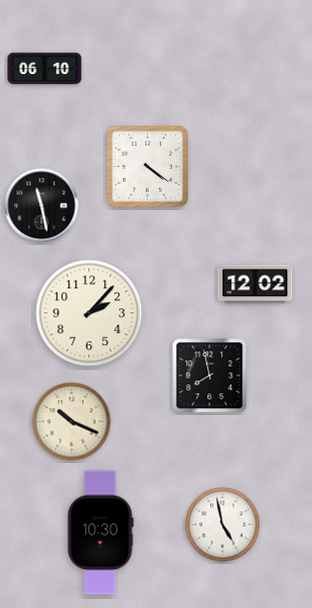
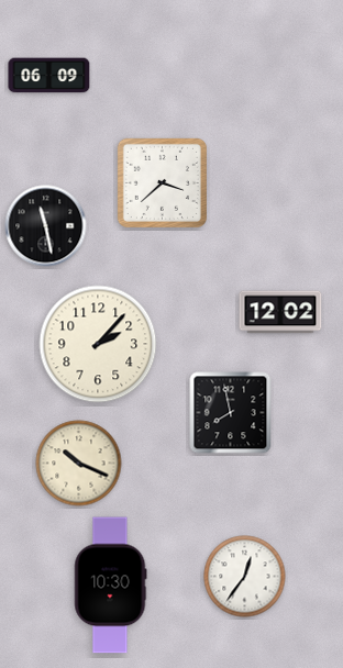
clock at (45, 69): 06:10 -> 06:09
clock at (147, 166): 4:21 -> 3:38
clock at (223, 525): 4:58 -> 12:36
